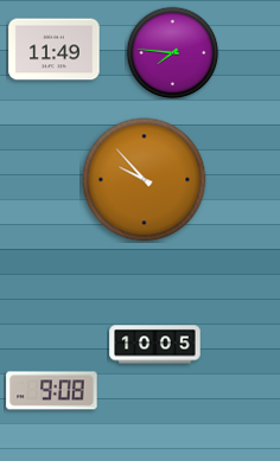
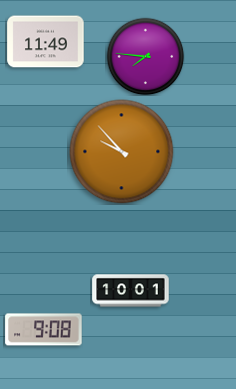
clock at (172, 52) position: (172, 52) -> (145, 56)
clock at (155, 345): 10:05 -> 10:01
